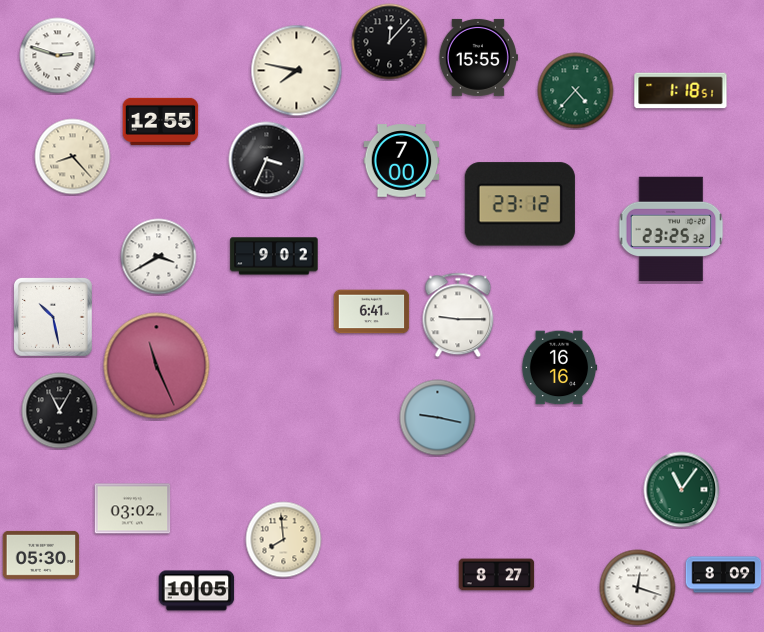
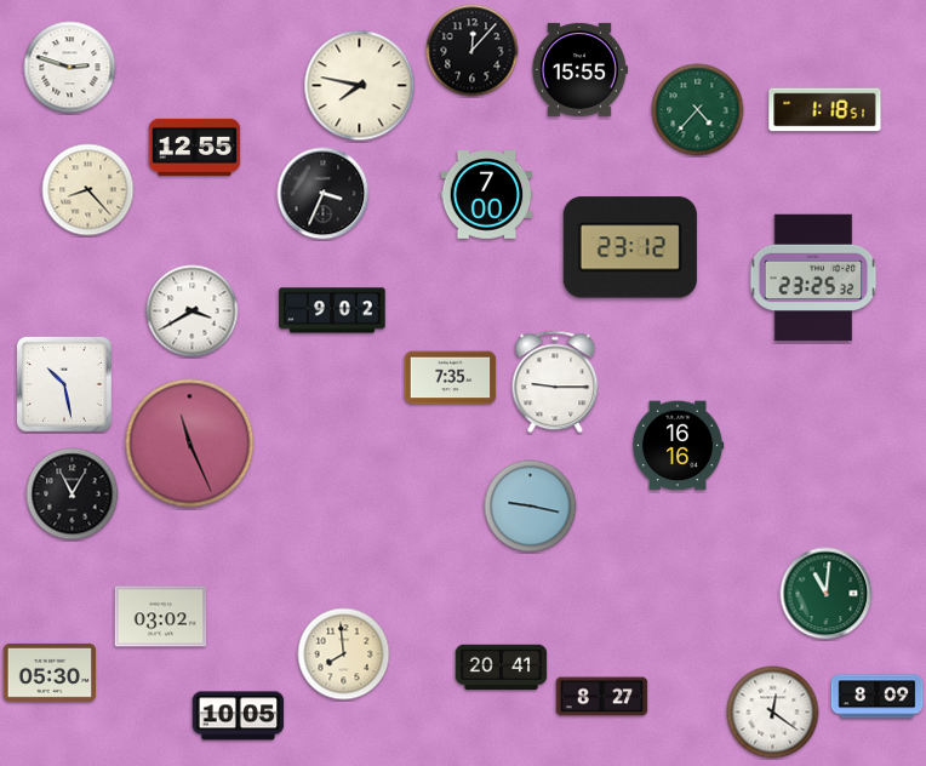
clock at (372, 312): 6:41 -> 7:35
clock at (60, 411) position: (60, 411) -> (73, 495)
clock at (682, 490): 11:06 -> 11:01
clock at (502, 668): none -> 20:41
clock at (638, 588): 12:18 -> 12:21
